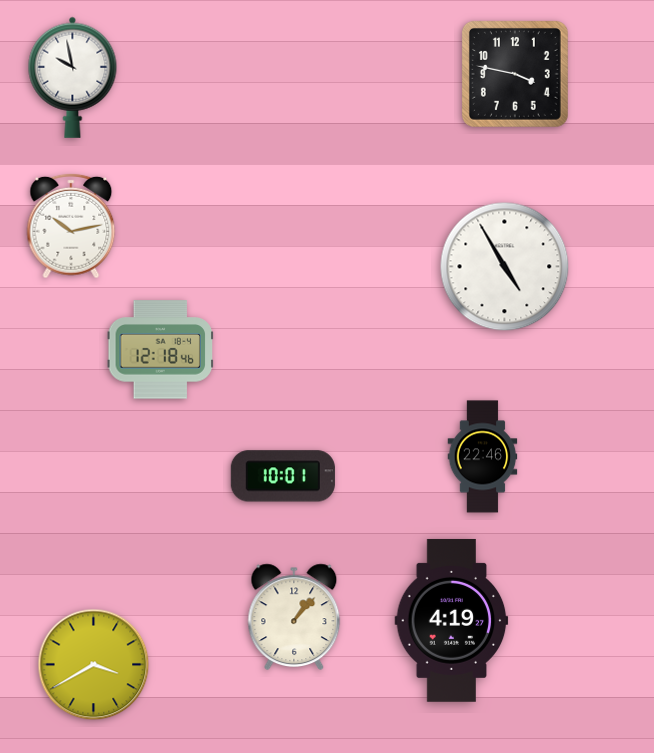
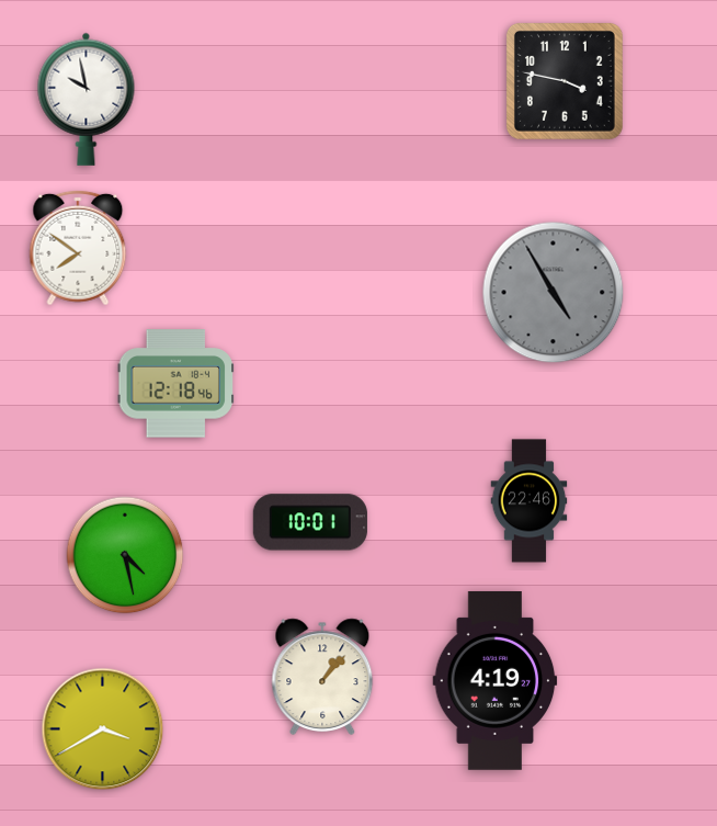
clock at (73, 77) position: (73, 77) -> (87, 99)
clock at (71, 226): 10:13 -> 7:51
clock at (505, 267) dial: white -> grey
clock at (125, 555): none -> 4:28
